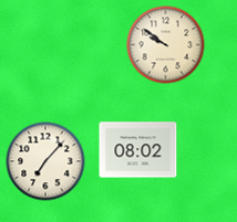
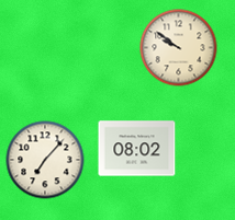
clock at (166, 45) position: (166, 45) -> (179, 48)
